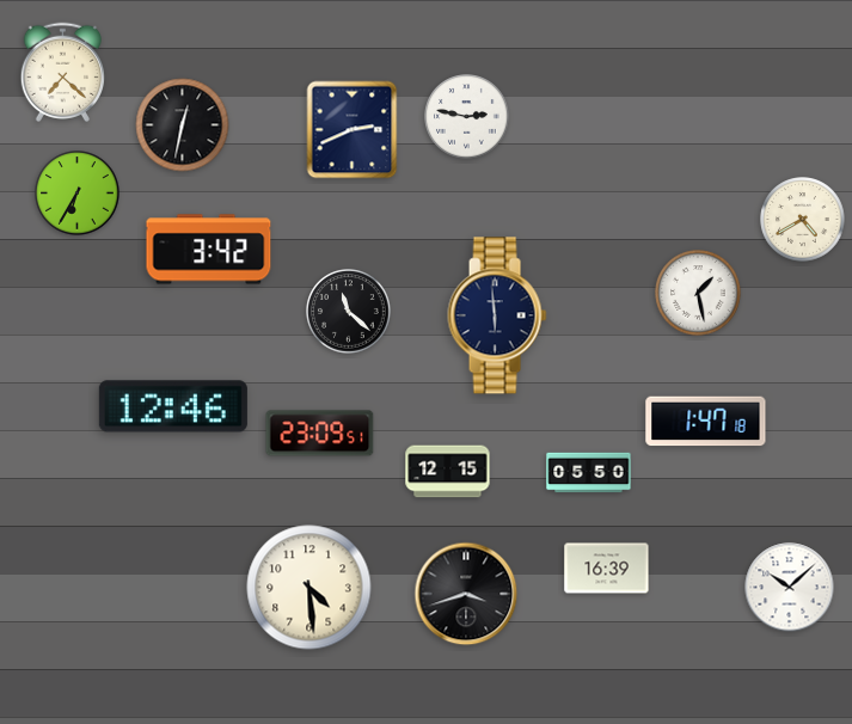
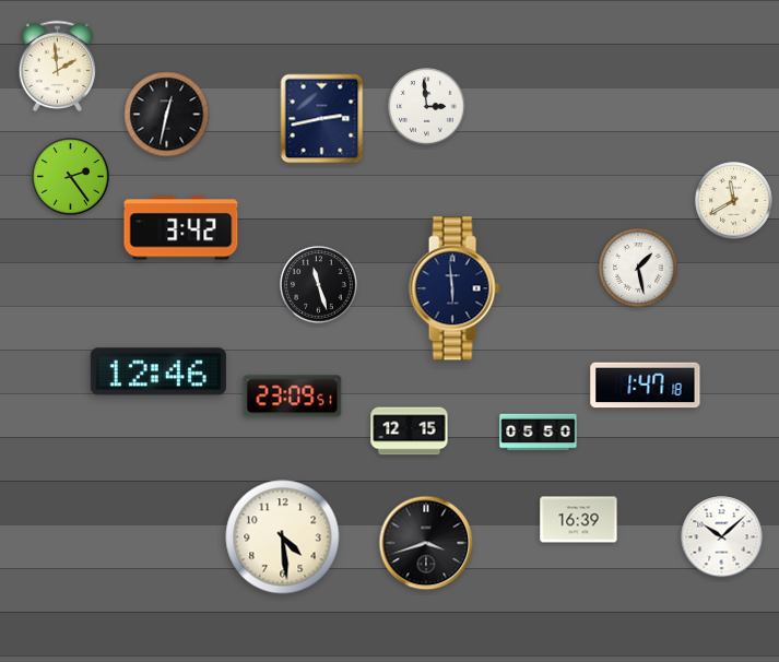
clock at (63, 72): 7:22 -> 1:59
clock at (467, 117): 2:47 -> 2:59
clock at (353, 130): 2:41 -> 2:43
clock at (78, 194): 6:35 -> 2:24
clock at (803, 220): 4:40 -> 11:40
clock at (209, 250) position: (209, 250) -> (181, 228)
clock at (349, 312): 11:22 -> 11:27
clock at (607, 569) position: (607, 569) -> (579, 520)
